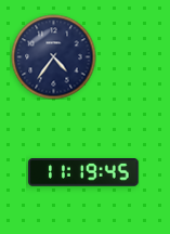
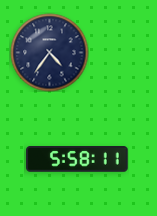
clock at (83, 173): 11:19 -> 5:58
